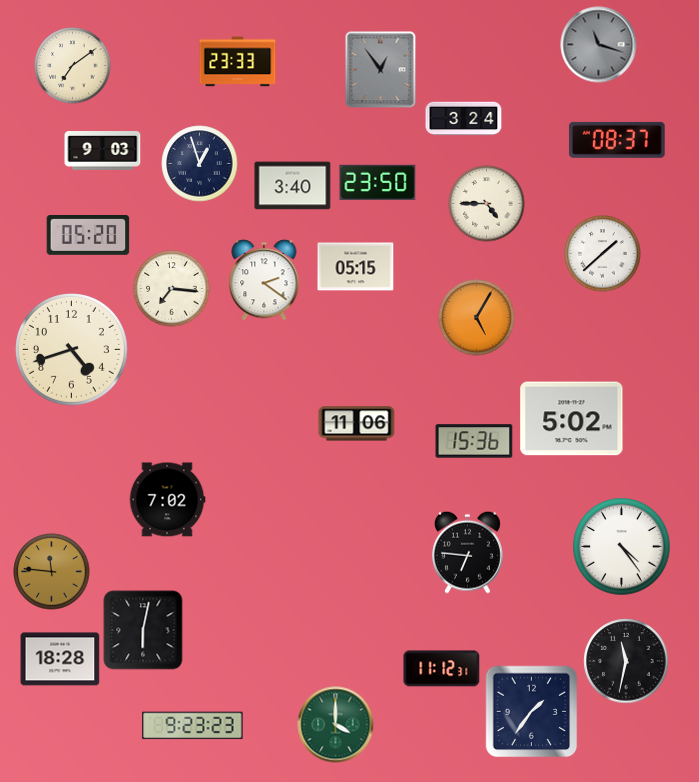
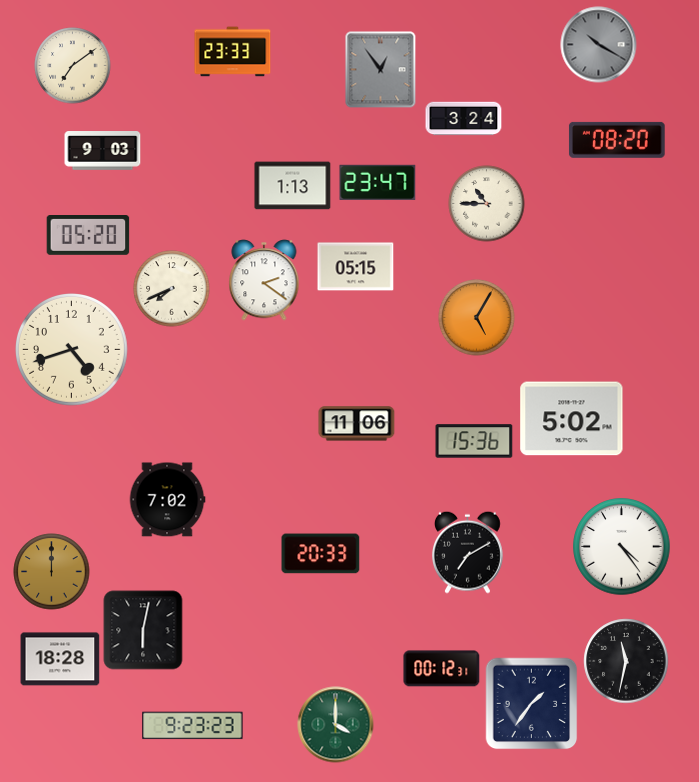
clock at (599, 45): 11:18 -> 10:20
clock at (238, 62) position: (238, 62) -> (233, 52)
clock at (617, 140): 08:37 -> 08:20
clock at (200, 164): 12:57 -> none
clock at (378, 182): 23:50 -> 23:47
clock at (293, 186): 3:40 -> 1:13
clock at (487, 204): 4:45 -> 10:45
clock at (603, 254): 1:38 -> none
clock at (172, 289): 7:16 -> 7:41
clock at (468, 552): 6:46 -> 7:10
clock at (321, 554): none -> 20:33
clock at (52, 572): 11:46 -> 12:00
clock at (442, 669): 11:12 -> 00:12
clock at (532, 712) position: (532, 712) -> (532, 704)
